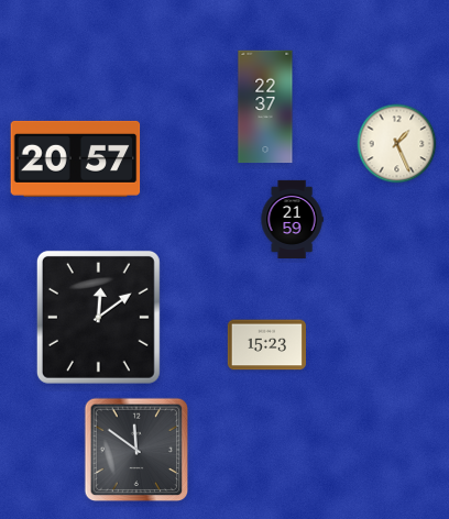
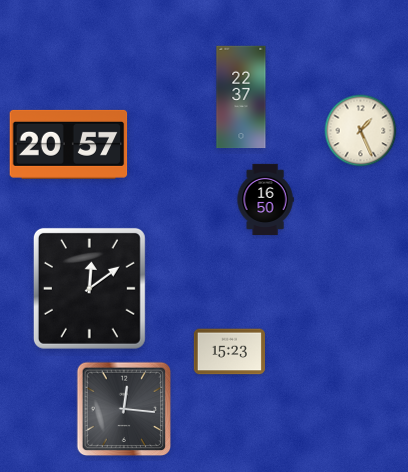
clock at (292, 219): 21:59 -> 16:50
clock at (266, 345) position: (266, 345) -> (229, 352)
clock at (136, 450): 11:51 -> 12:16
